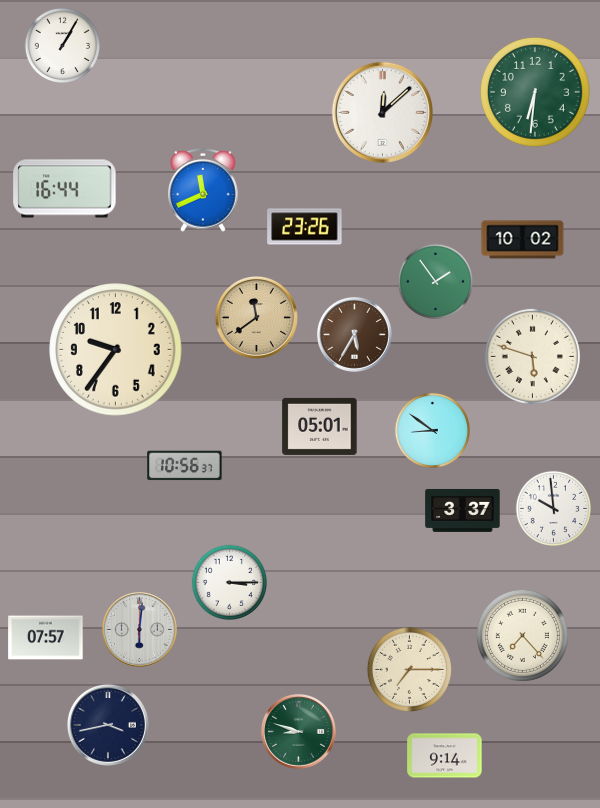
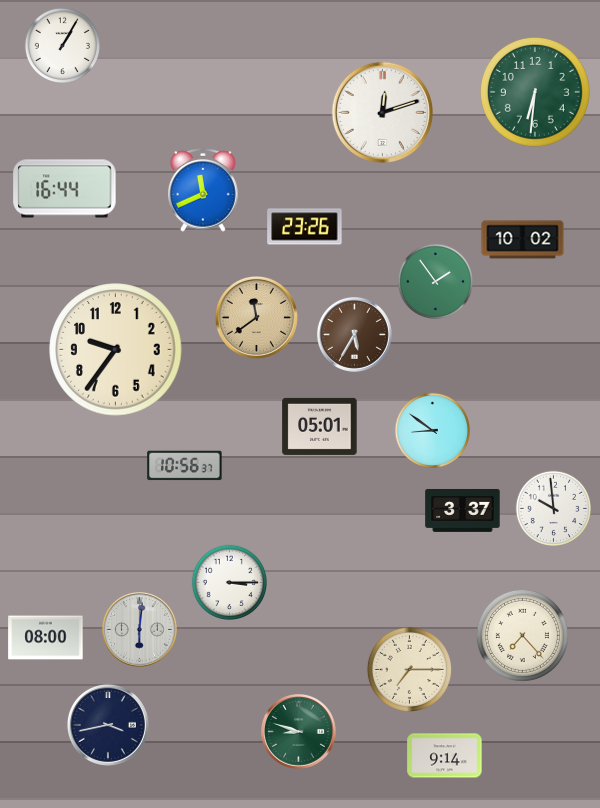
clock at (382, 112): 12:08 -> 12:12
clock at (532, 356): 5:48 -> none
clock at (46, 638): 07:57 -> 08:00
